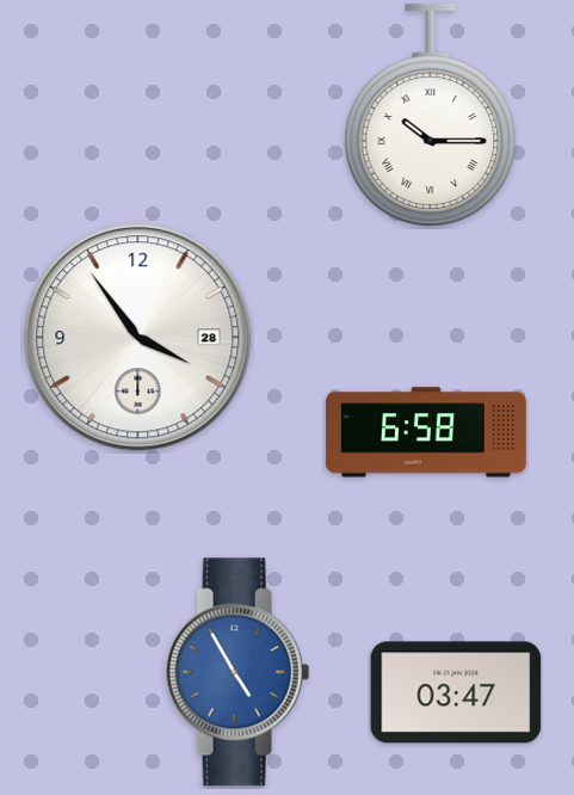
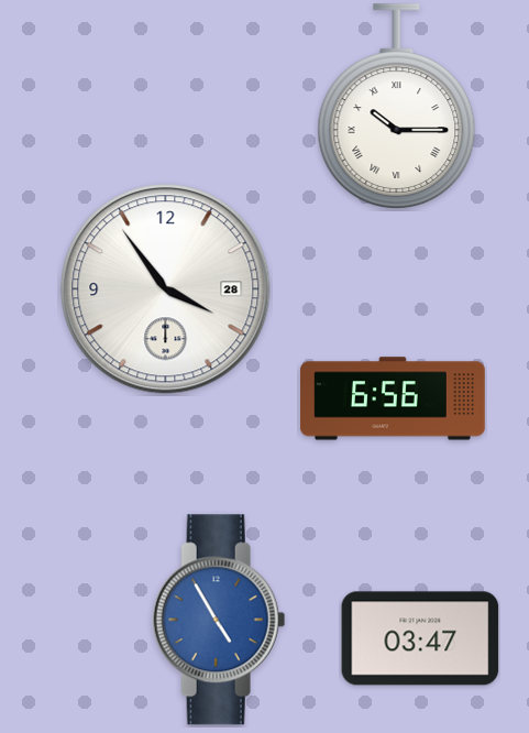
clock at (138, 338) position: (138, 338) -> (166, 289)
clock at (426, 432): 6:58 -> 6:56
